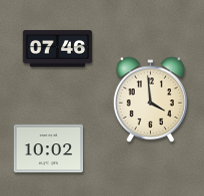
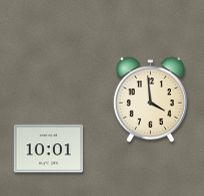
clock at (58, 49): 07:46 -> none
clock at (49, 149): 10:02 -> 10:01
